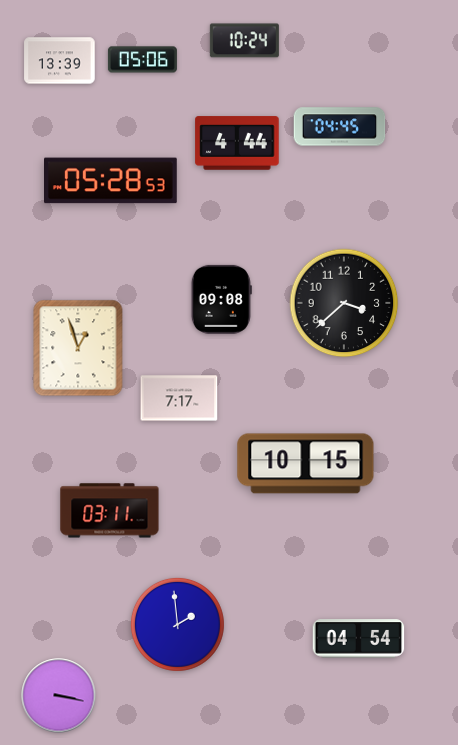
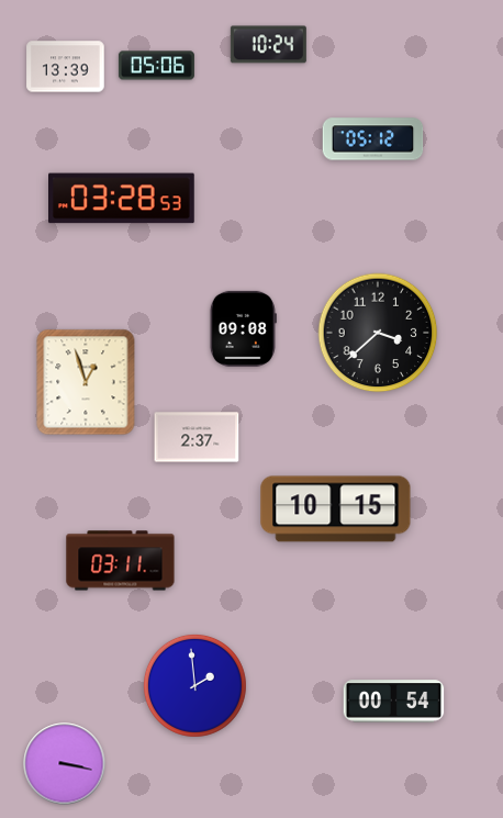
clock at (340, 127): 04:45 -> 05:12
clock at (237, 143): 4:44 -> none
clock at (111, 181): 05:28 -> 03:28
clock at (179, 398): 7:17 -> 2:37
clock at (359, 639): 04:54 -> 00:54
